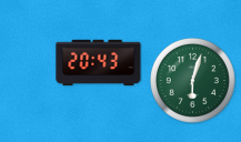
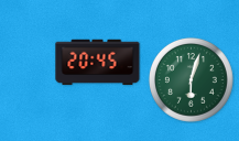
clock at (99, 63): 20:43 -> 20:45
